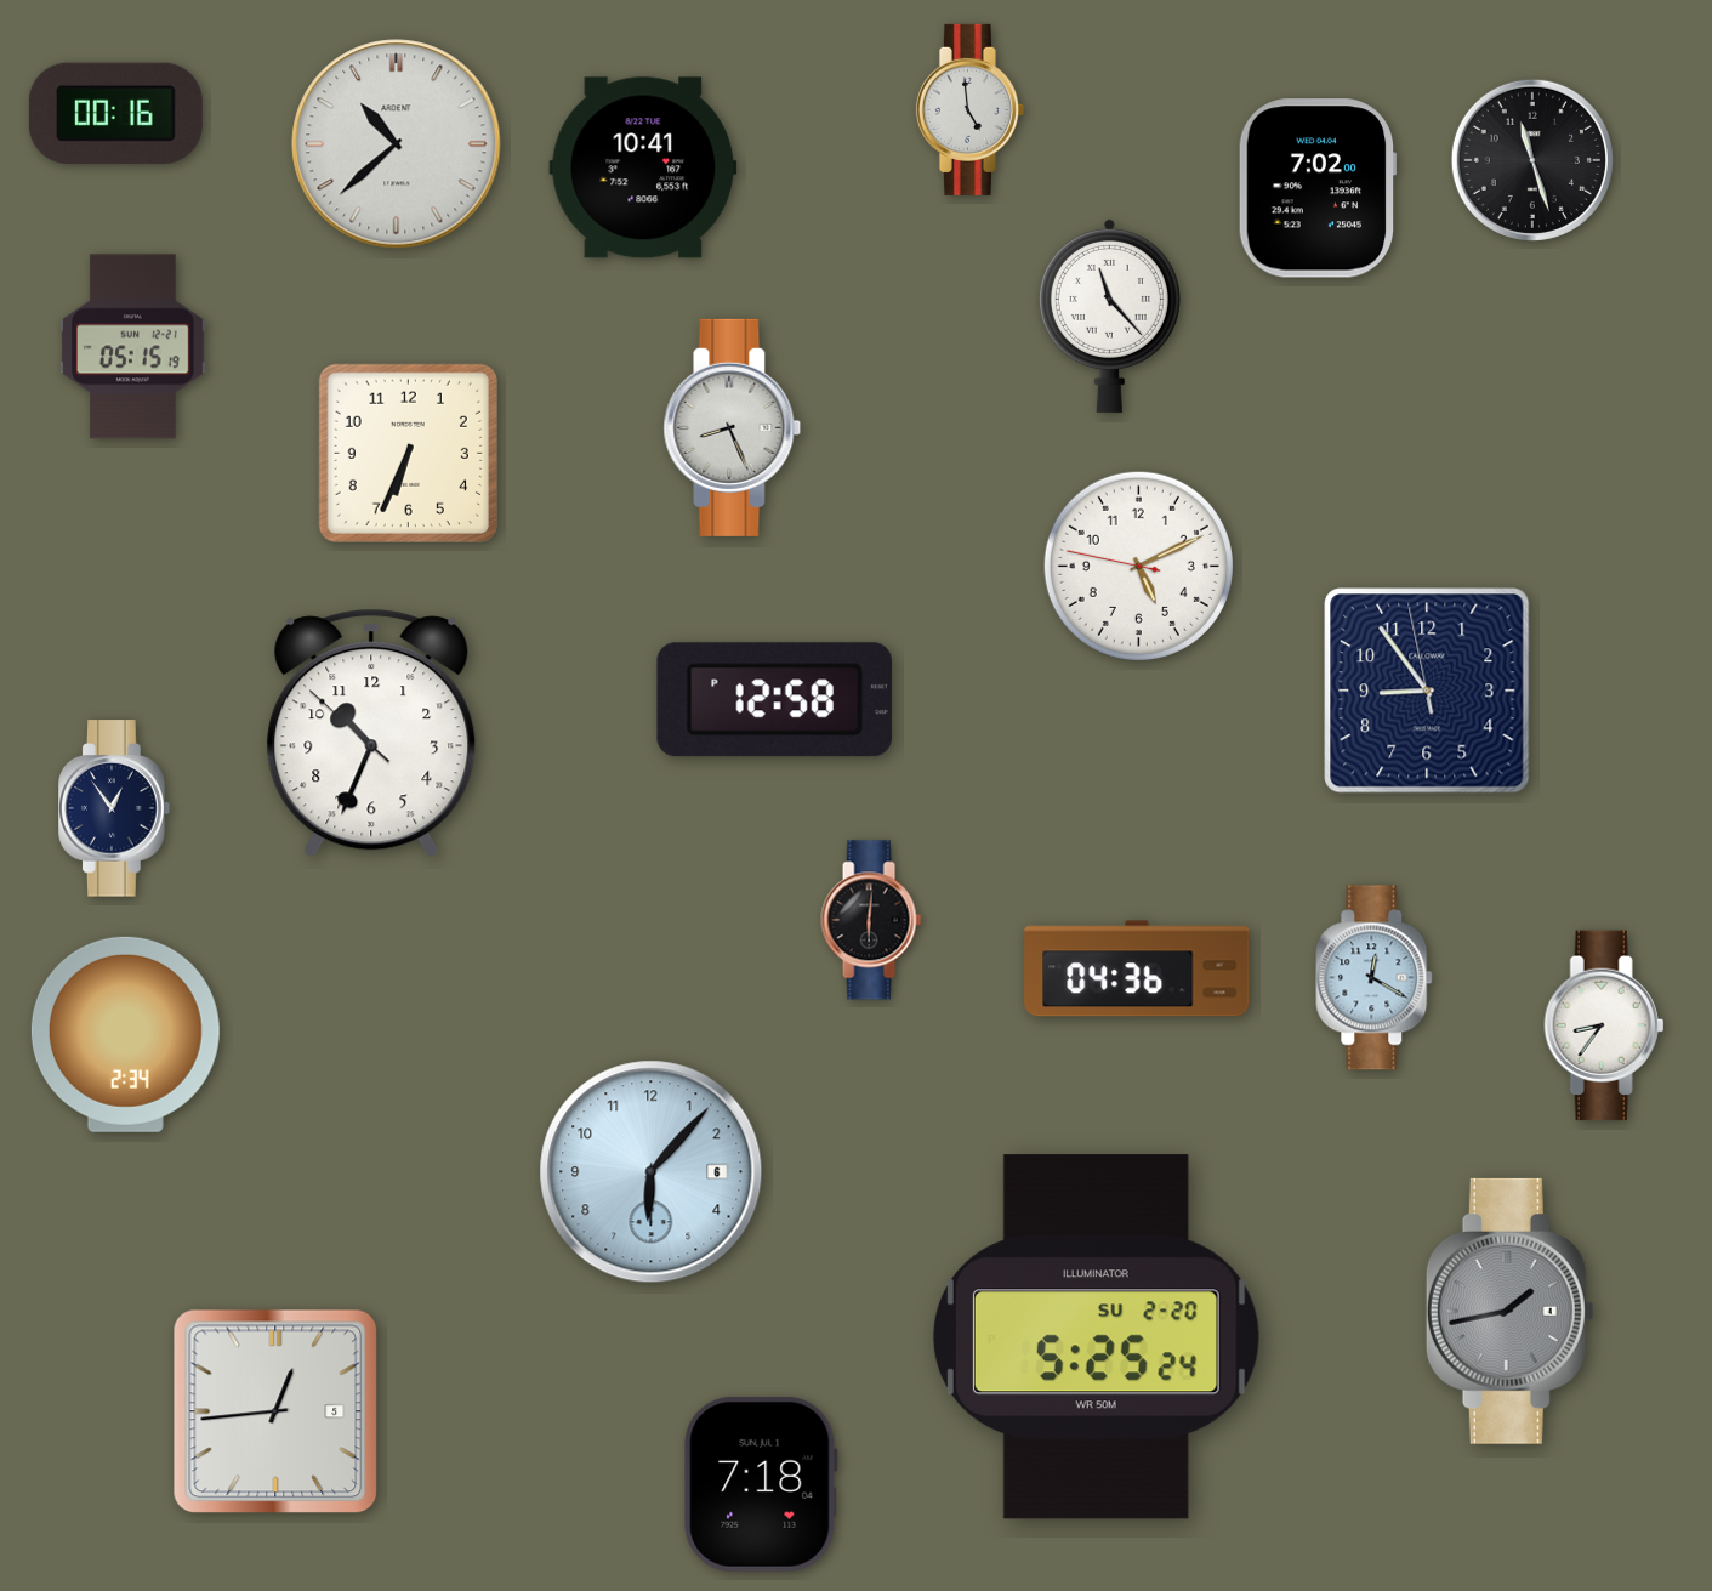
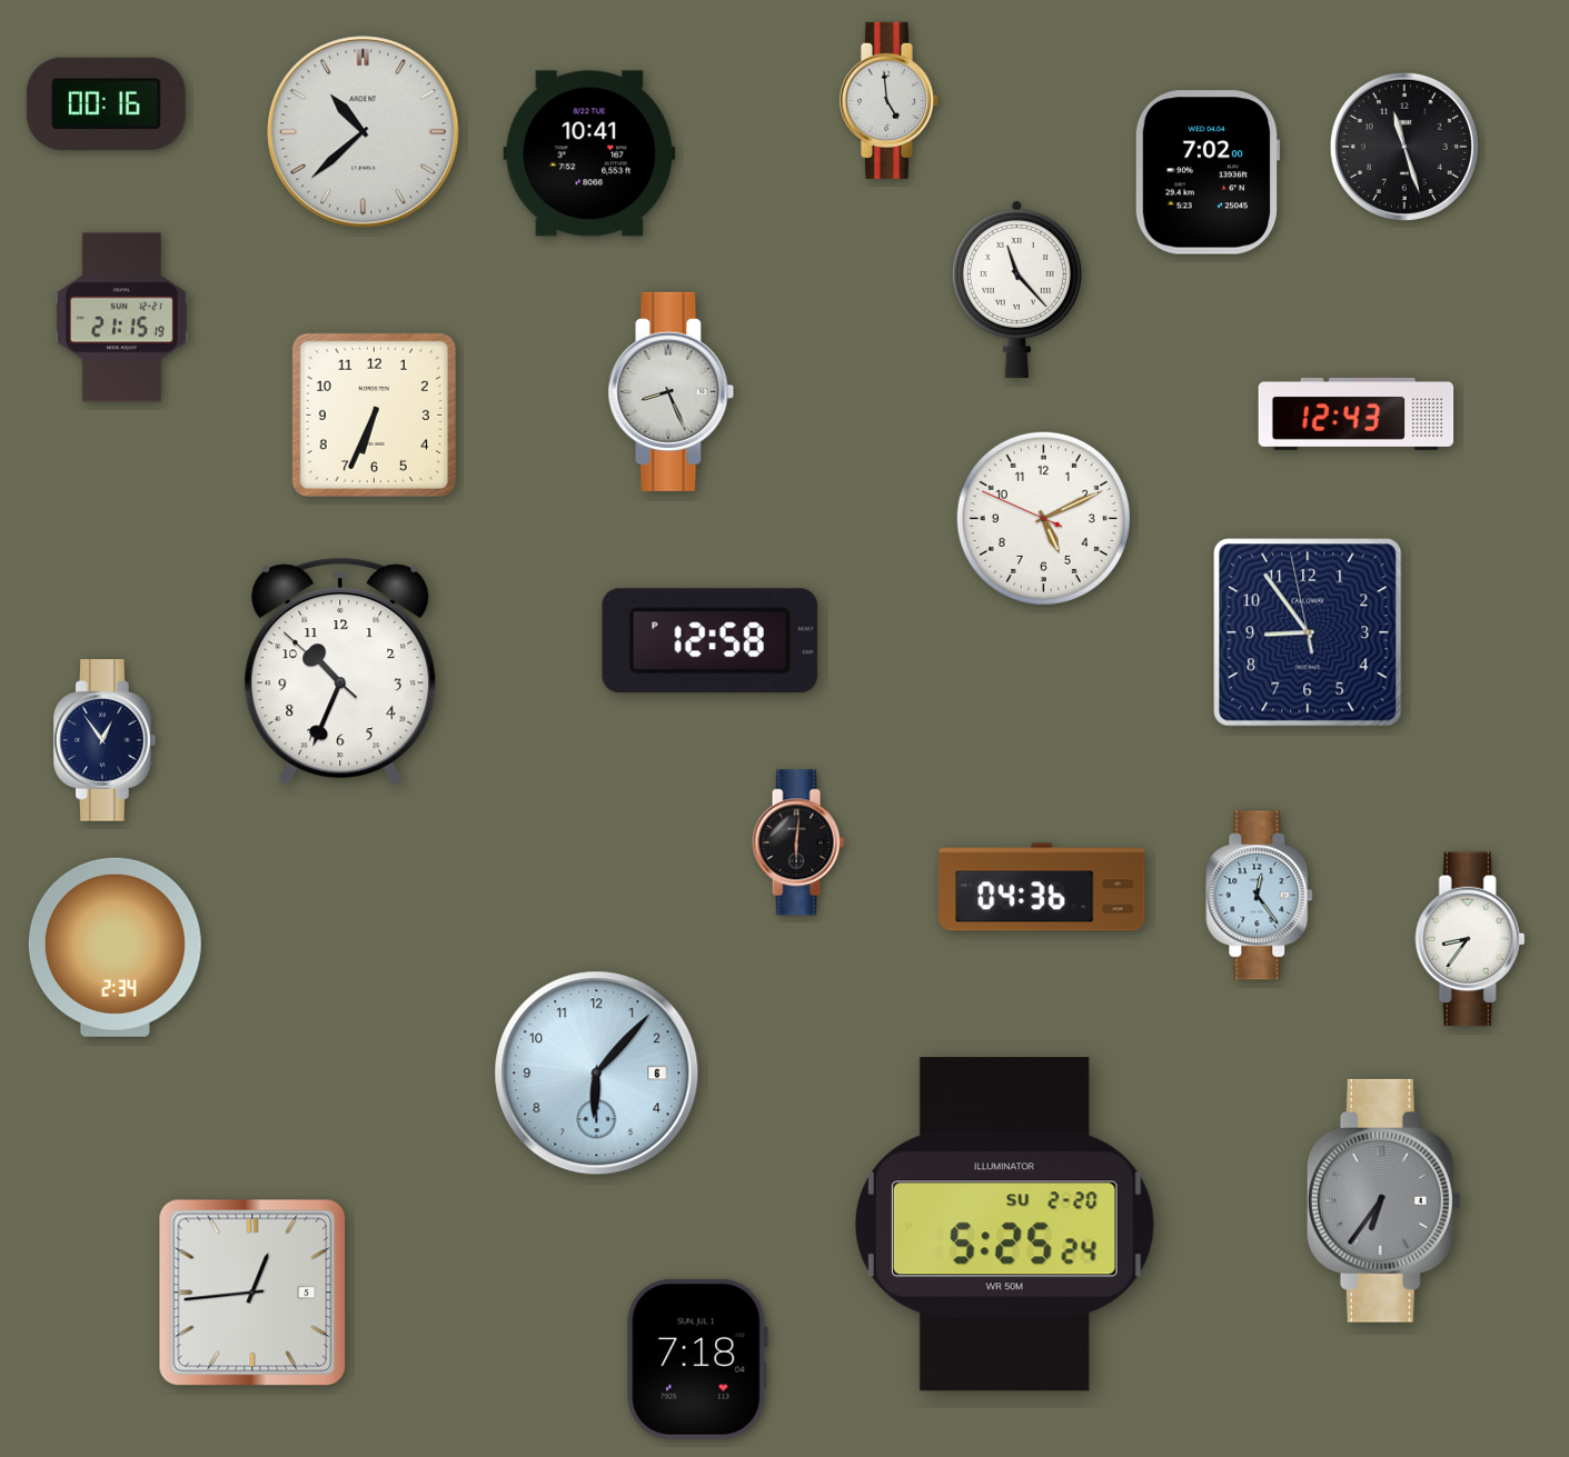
clock at (132, 347): 05:15 -> 21:15
clock at (1357, 413): none -> 12:43
clock at (1138, 566): 5:10:47 -> 5:10:49
clock at (1375, 978): 12:20 -> 12:24
clock at (1509, 1311): 1:43 -> 6:36
